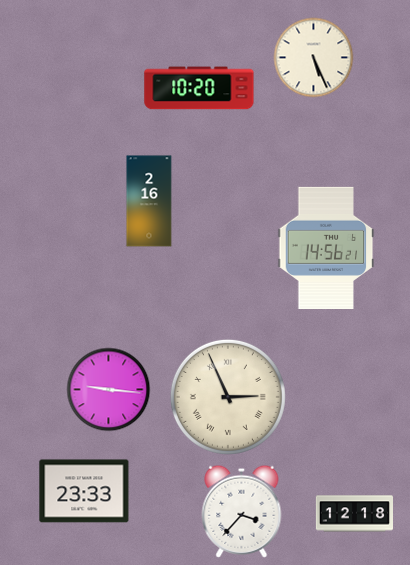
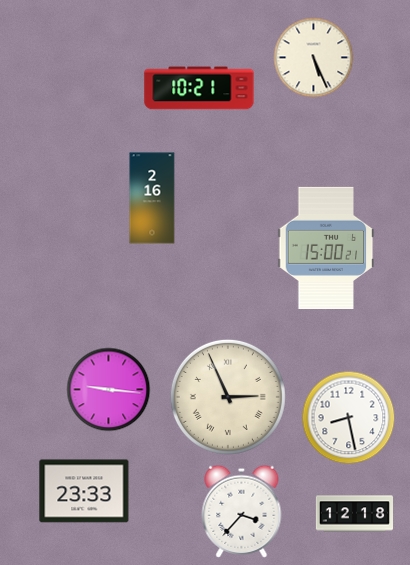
clock at (199, 88): 10:20 -> 10:21
clock at (149, 201) position: (149, 201) -> (152, 198)
clock at (326, 248): 14:56 -> 15:00
clock at (349, 418): none -> 8:28
